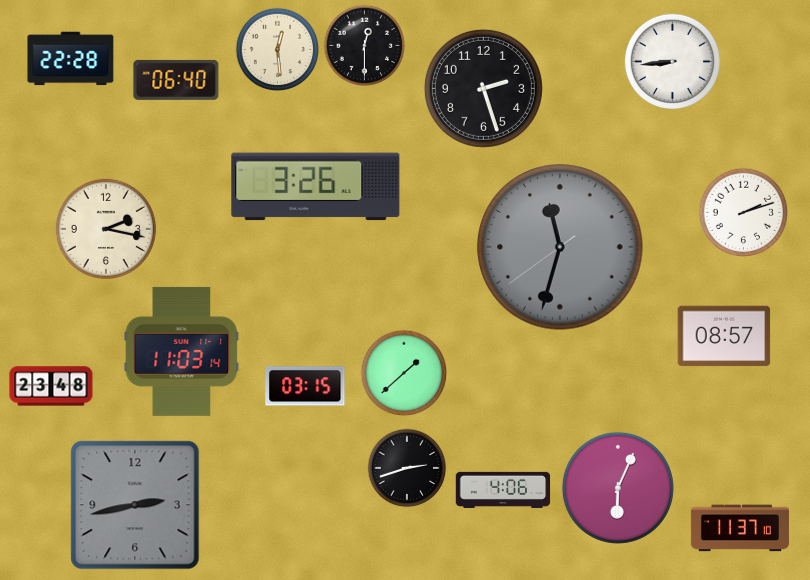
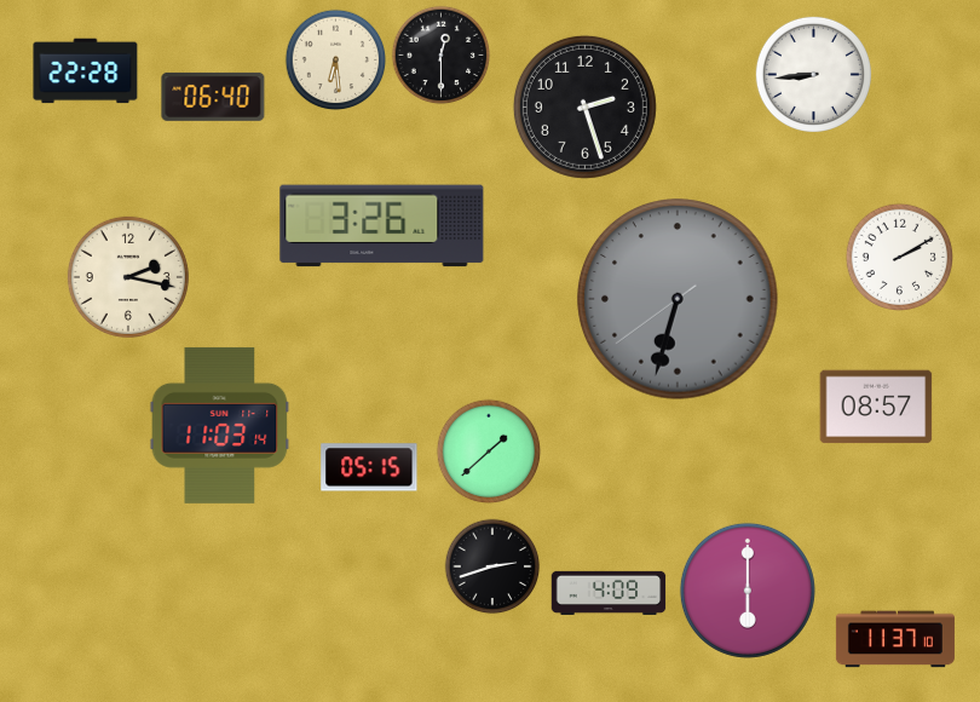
clock at (278, 50): 12:29 -> 6:29
clock at (743, 212): 2:12 -> 2:10
clock at (560, 247): 11:32 -> 6:32
clock at (51, 386): 23:48 -> none
clock at (305, 386): 03:15 -> 05:15
clock at (618, 488): 6:04 -> 6:00
clock at (503, 490): 4:06 -> 4:09
clock at (135, 505): 2:43 -> none
